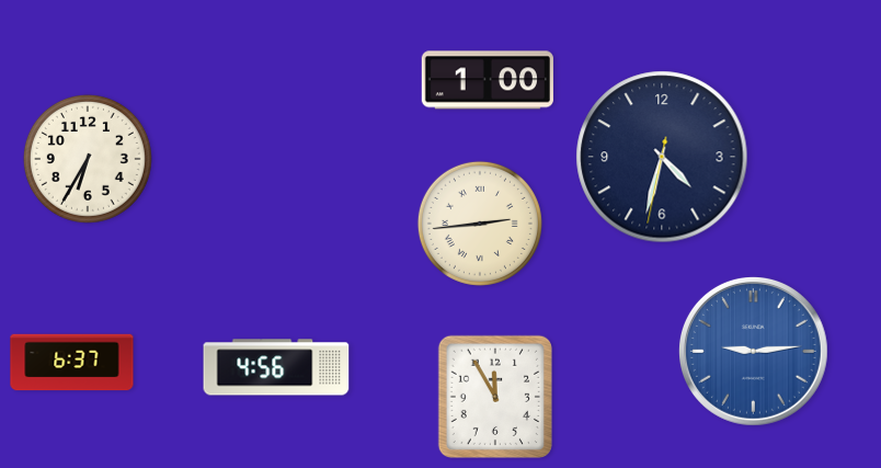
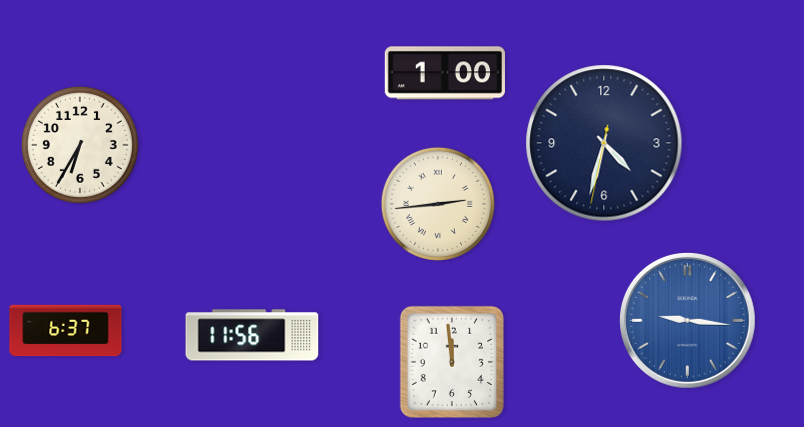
clock at (753, 351): 9:14 -> 9:16
clock at (276, 367): 4:56 -> 11:56
clock at (494, 396): 11:55 -> 11:59
